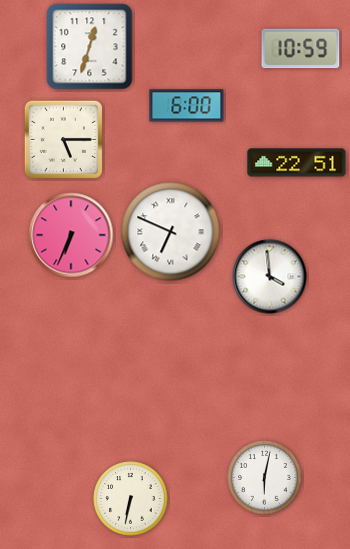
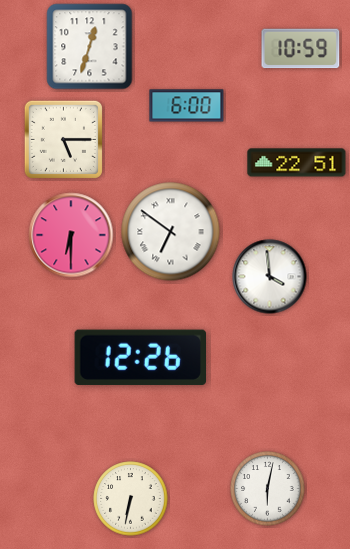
clock at (171, 232): 6:49 -> 6:51
clock at (71, 235): 6:34 -> 6:30
clock at (140, 357): none -> 12:26
clock at (265, 478) position: (265, 478) -> (268, 489)
